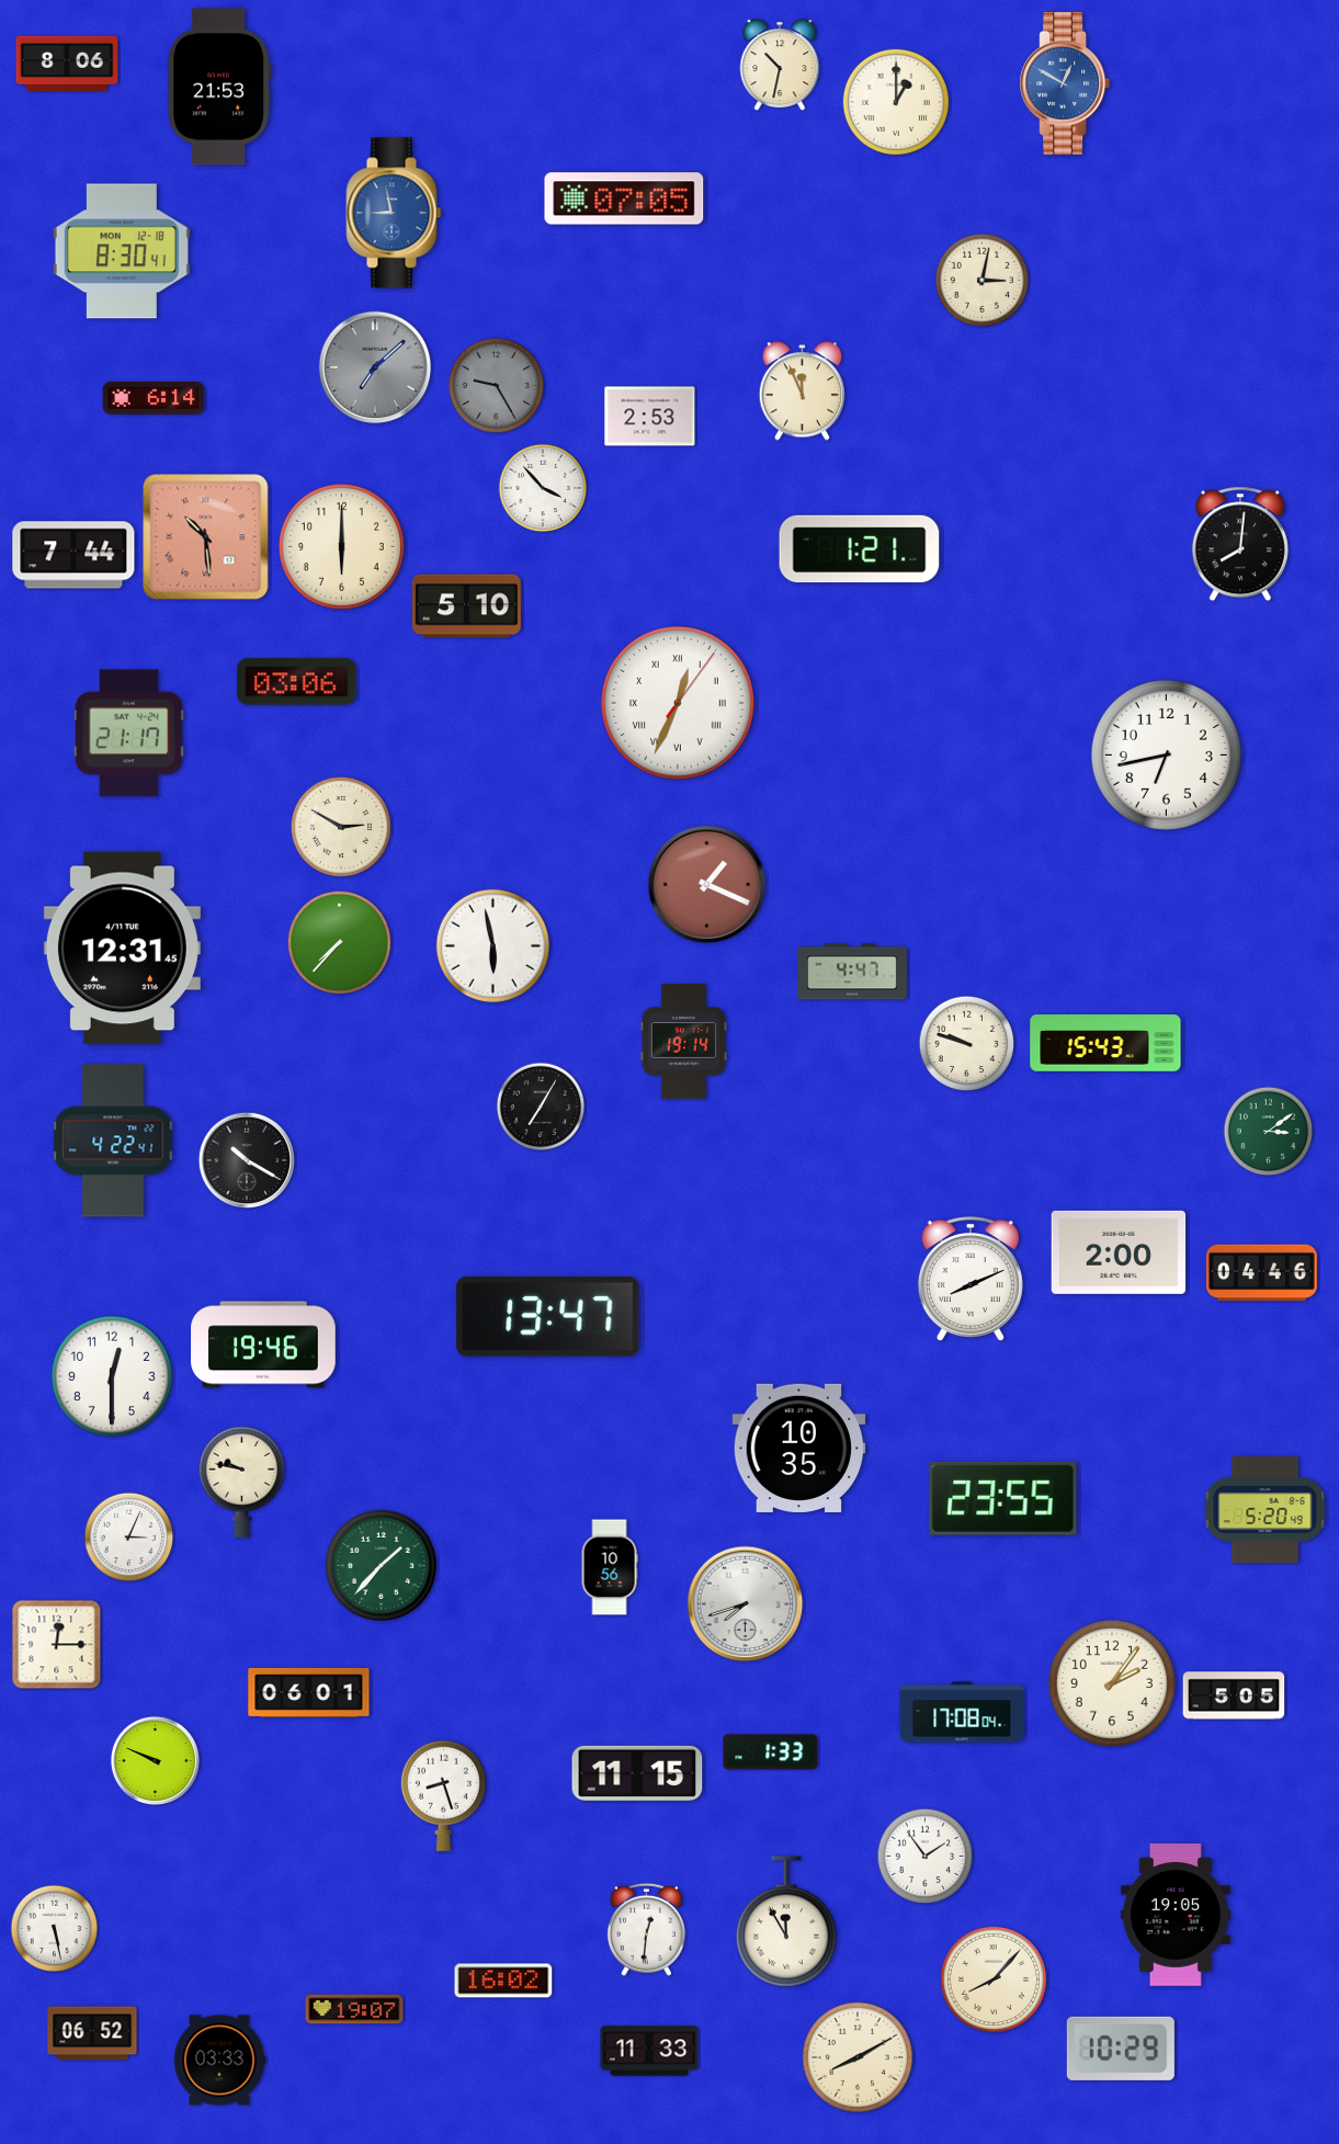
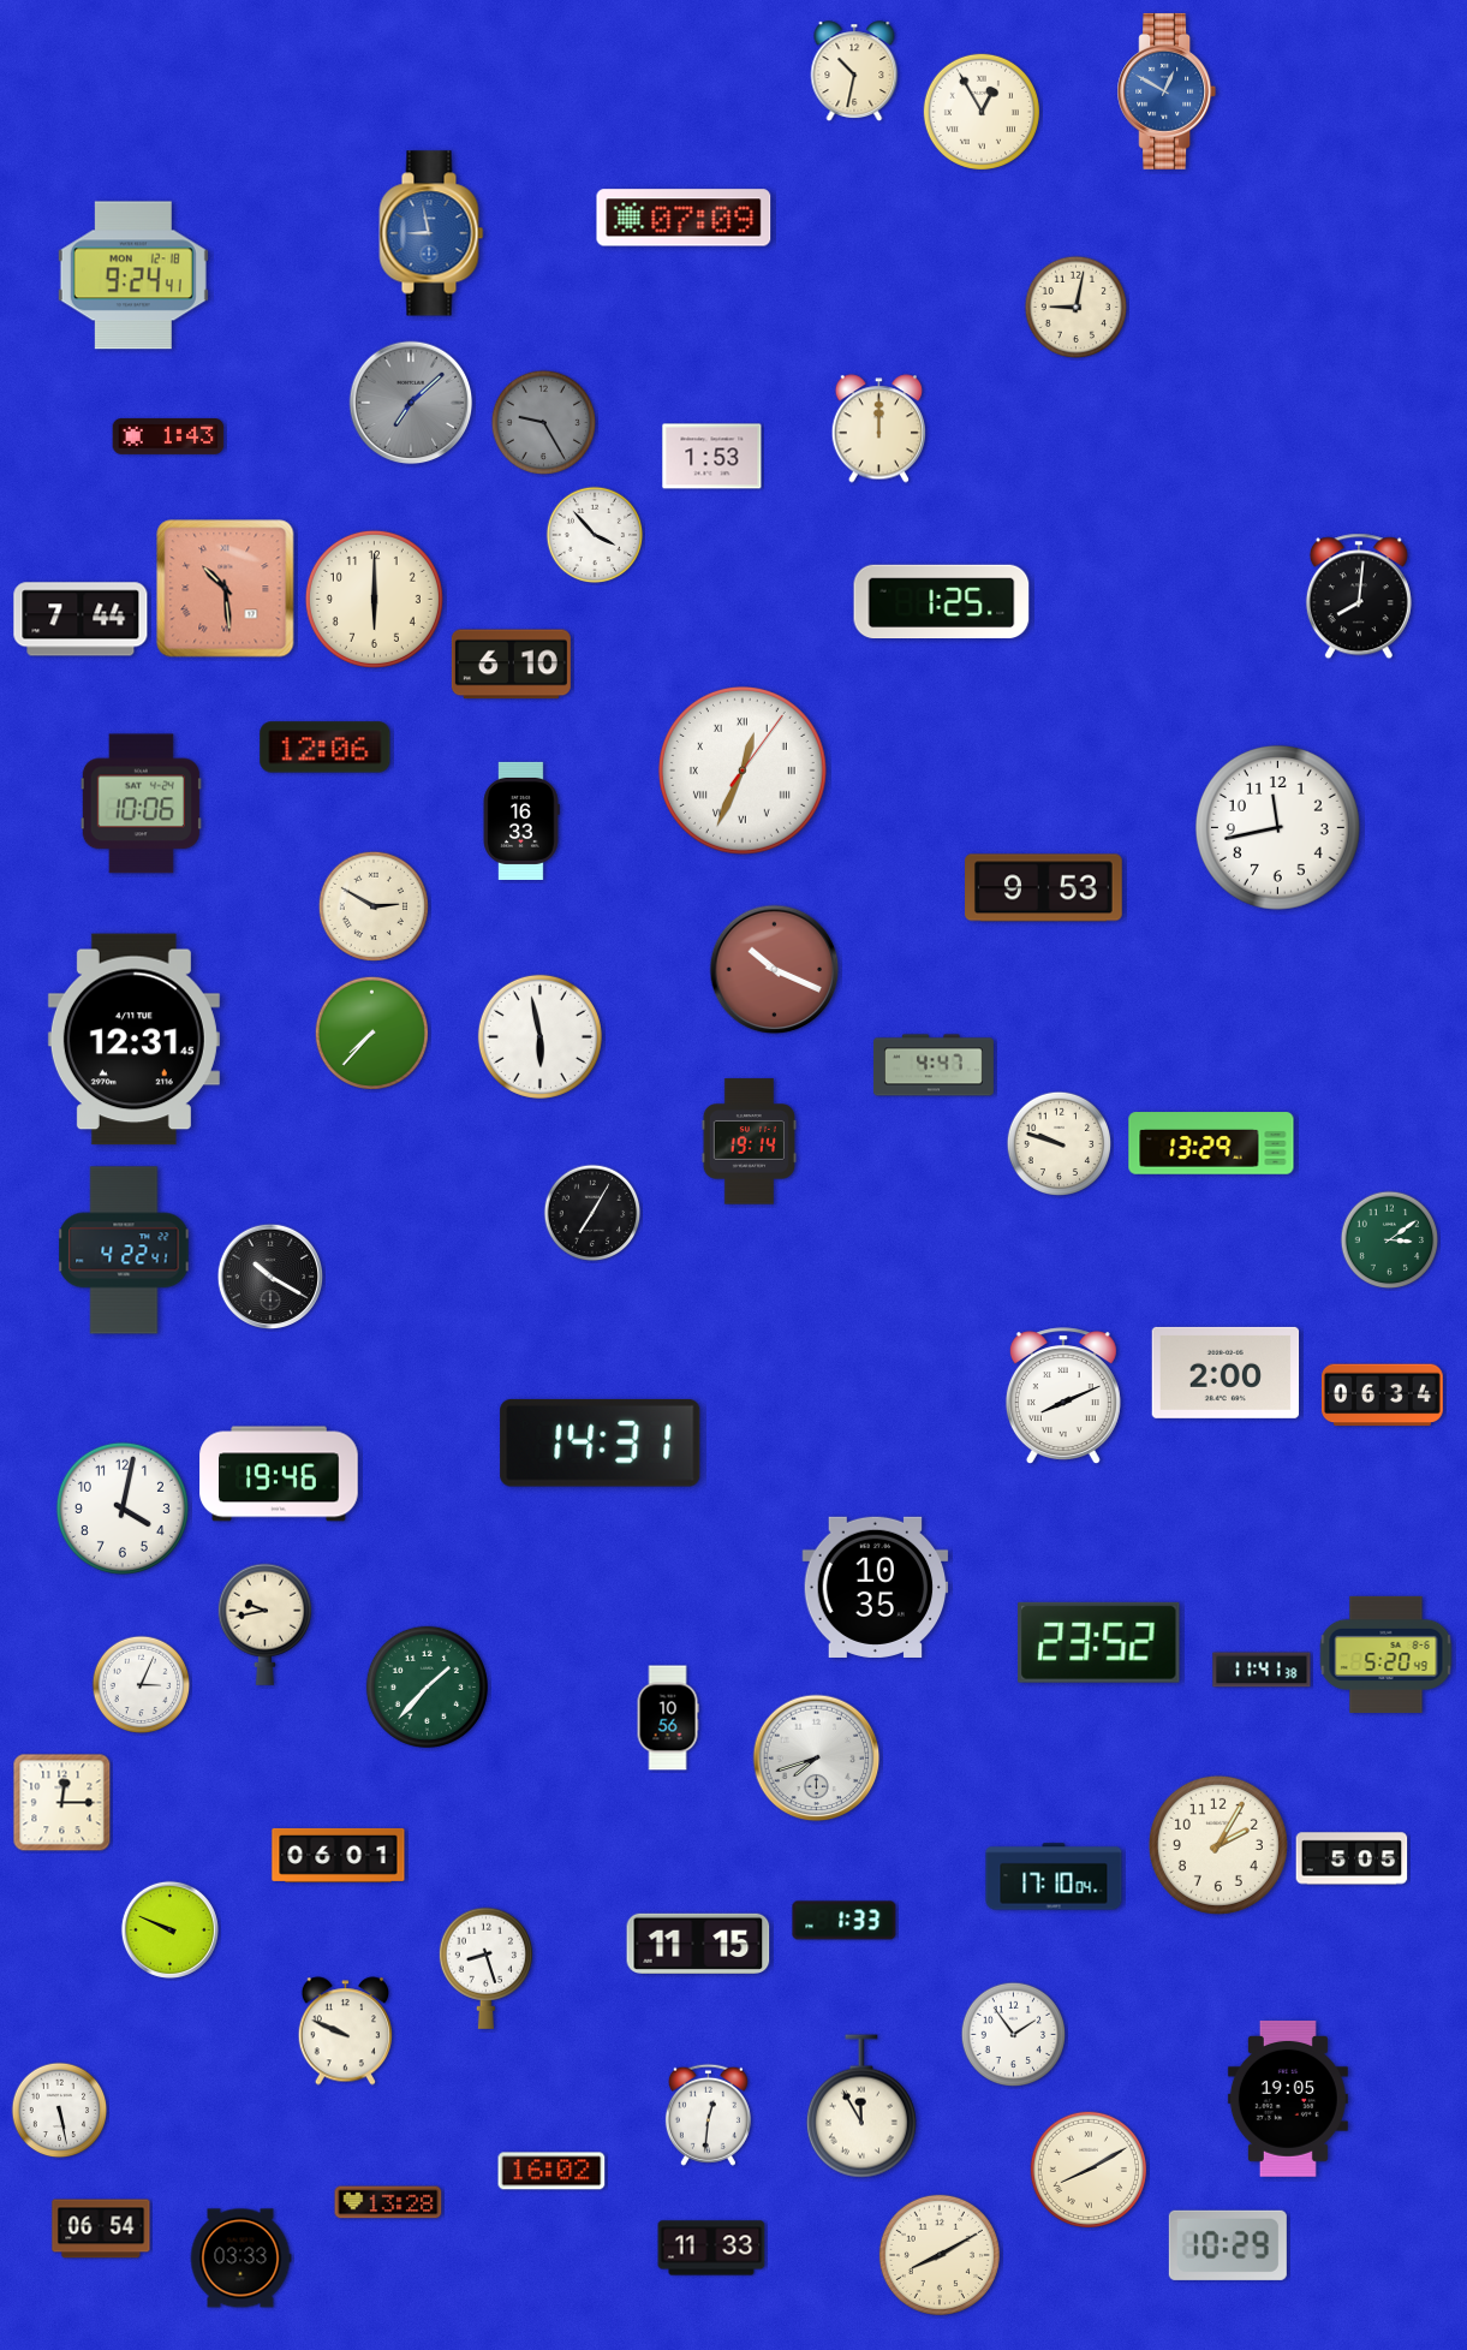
clock at (67, 64): 8:06 -> none
clock at (219, 87): 21:53 -> none
clock at (896, 102): 1:00 -> 12:55
clock at (624, 198): 07:05 -> 07:09
clock at (122, 251): 8:30 -> 9:24
clock at (983, 281): 3:02 -> 9:02
clock at (802, 392): 11:56 -> 12:00
clock at (154, 398): 6:14 -> 1:43
clock at (650, 417): 2:53 -> 1:53
clock at (860, 549): 1:21 -> 1:25
clock at (73, 555) position: (73, 555) -> (80, 619)
clock at (466, 606): 5:10 -> 6:10
clock at (297, 682): 03:06 -> 12:06
clock at (128, 734): 21:17 -> 10:06
clock at (521, 821): none -> 16:33
clock at (1166, 755): 6:43 -> 11:43
clock at (1044, 888): none -> 9:53
clock at (707, 885): 1:19 -> 10:19
clock at (1105, 1043): 15:43 -> 13:29
clock at (246, 1159) position: (246, 1159) -> (269, 1275)
clock at (1261, 1273): 04:46 -> 06:34
clock at (971, 1279) position: (971, 1279) -> (1063, 1396)
clock at (548, 1316): 13:47 -> 14:31
clock at (263, 1345) position: (263, 1345) -> (279, 1474)
clock at (112, 1376): 12:30 -> 4:02
clock at (241, 1482): 9:47 -> 9:43
clock at (1003, 1498): 23:55 -> 23:52
clock at (1262, 1670): none -> 11:41
clock at (381, 1565) position: (381, 1565) -> (427, 1686)
clock at (1112, 1683): 2:06 -> 2:05
clock at (962, 1712): 17:08 -> 17:10
clock at (345, 2031): none -> 9:49
clock at (55, 1929) position: (55, 1929) -> (60, 2111)
clock at (994, 1979): 8:07 -> 8:10
clock at (354, 2009): 19:07 -> 13:28
clock at (92, 2033): 06:52 -> 06:54
